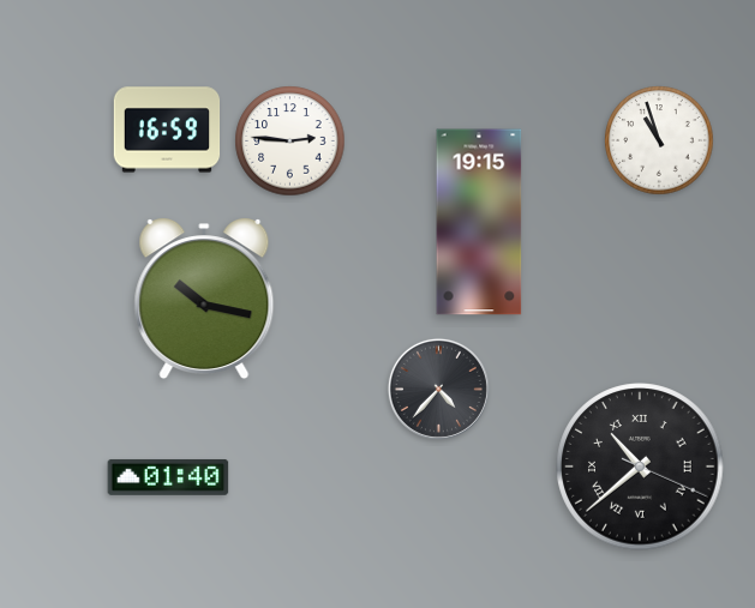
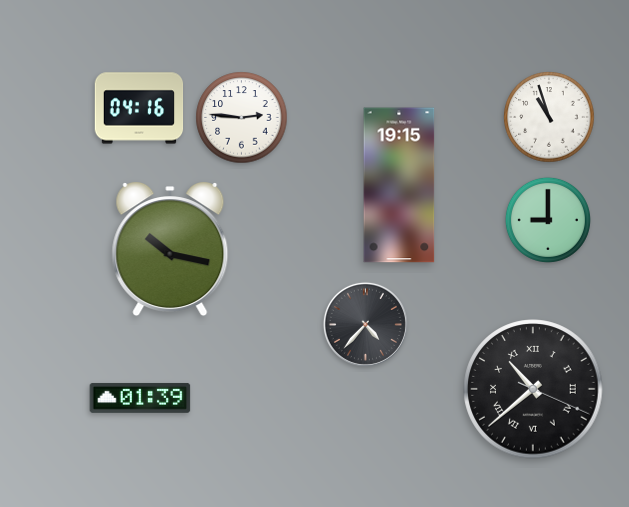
clock at (167, 130): 16:59 -> 04:16
clock at (548, 220): none -> 9:00
clock at (168, 477): 01:40 -> 01:39
